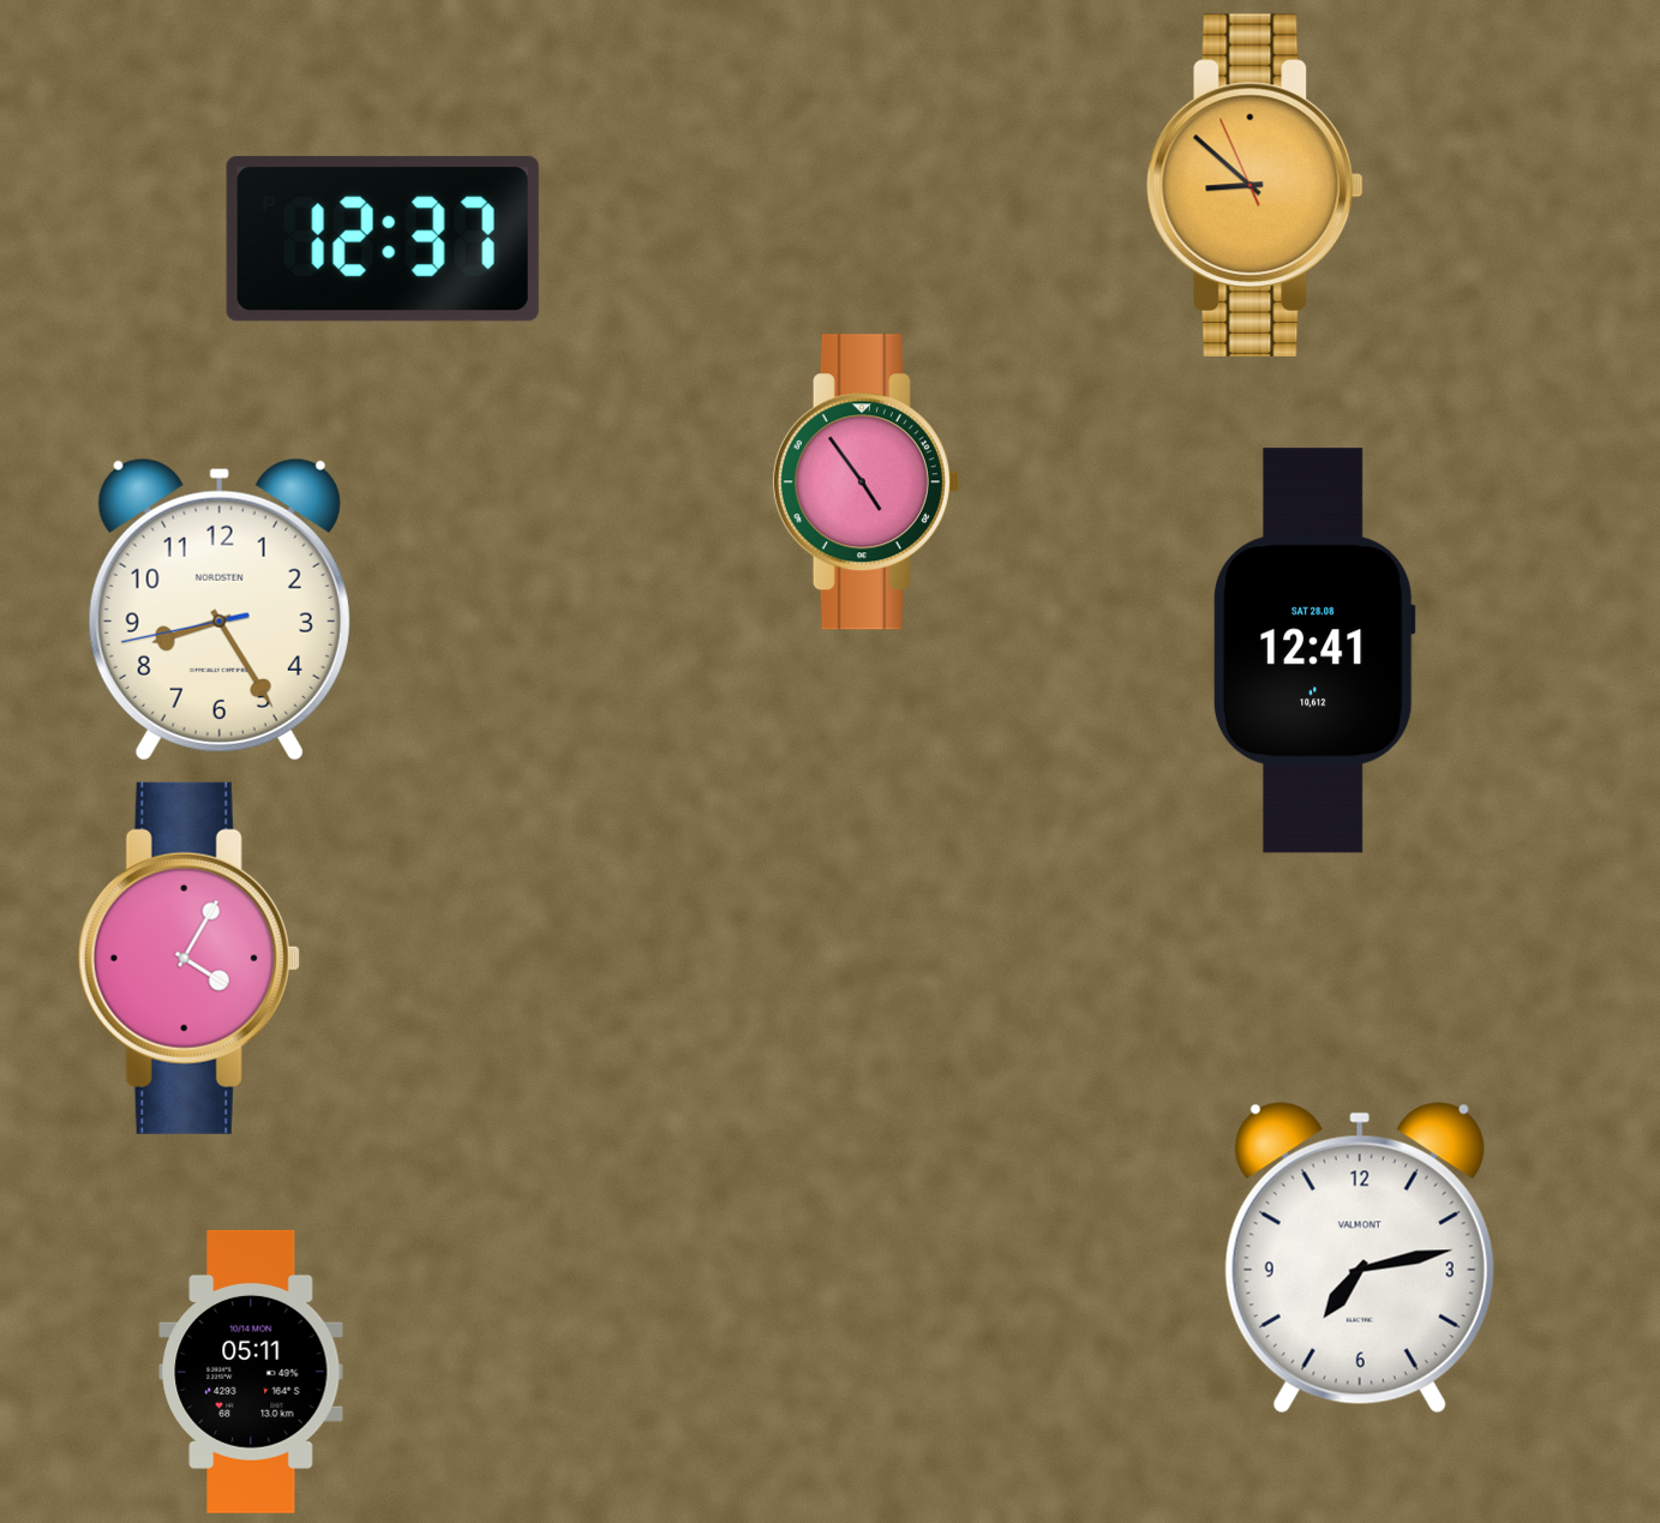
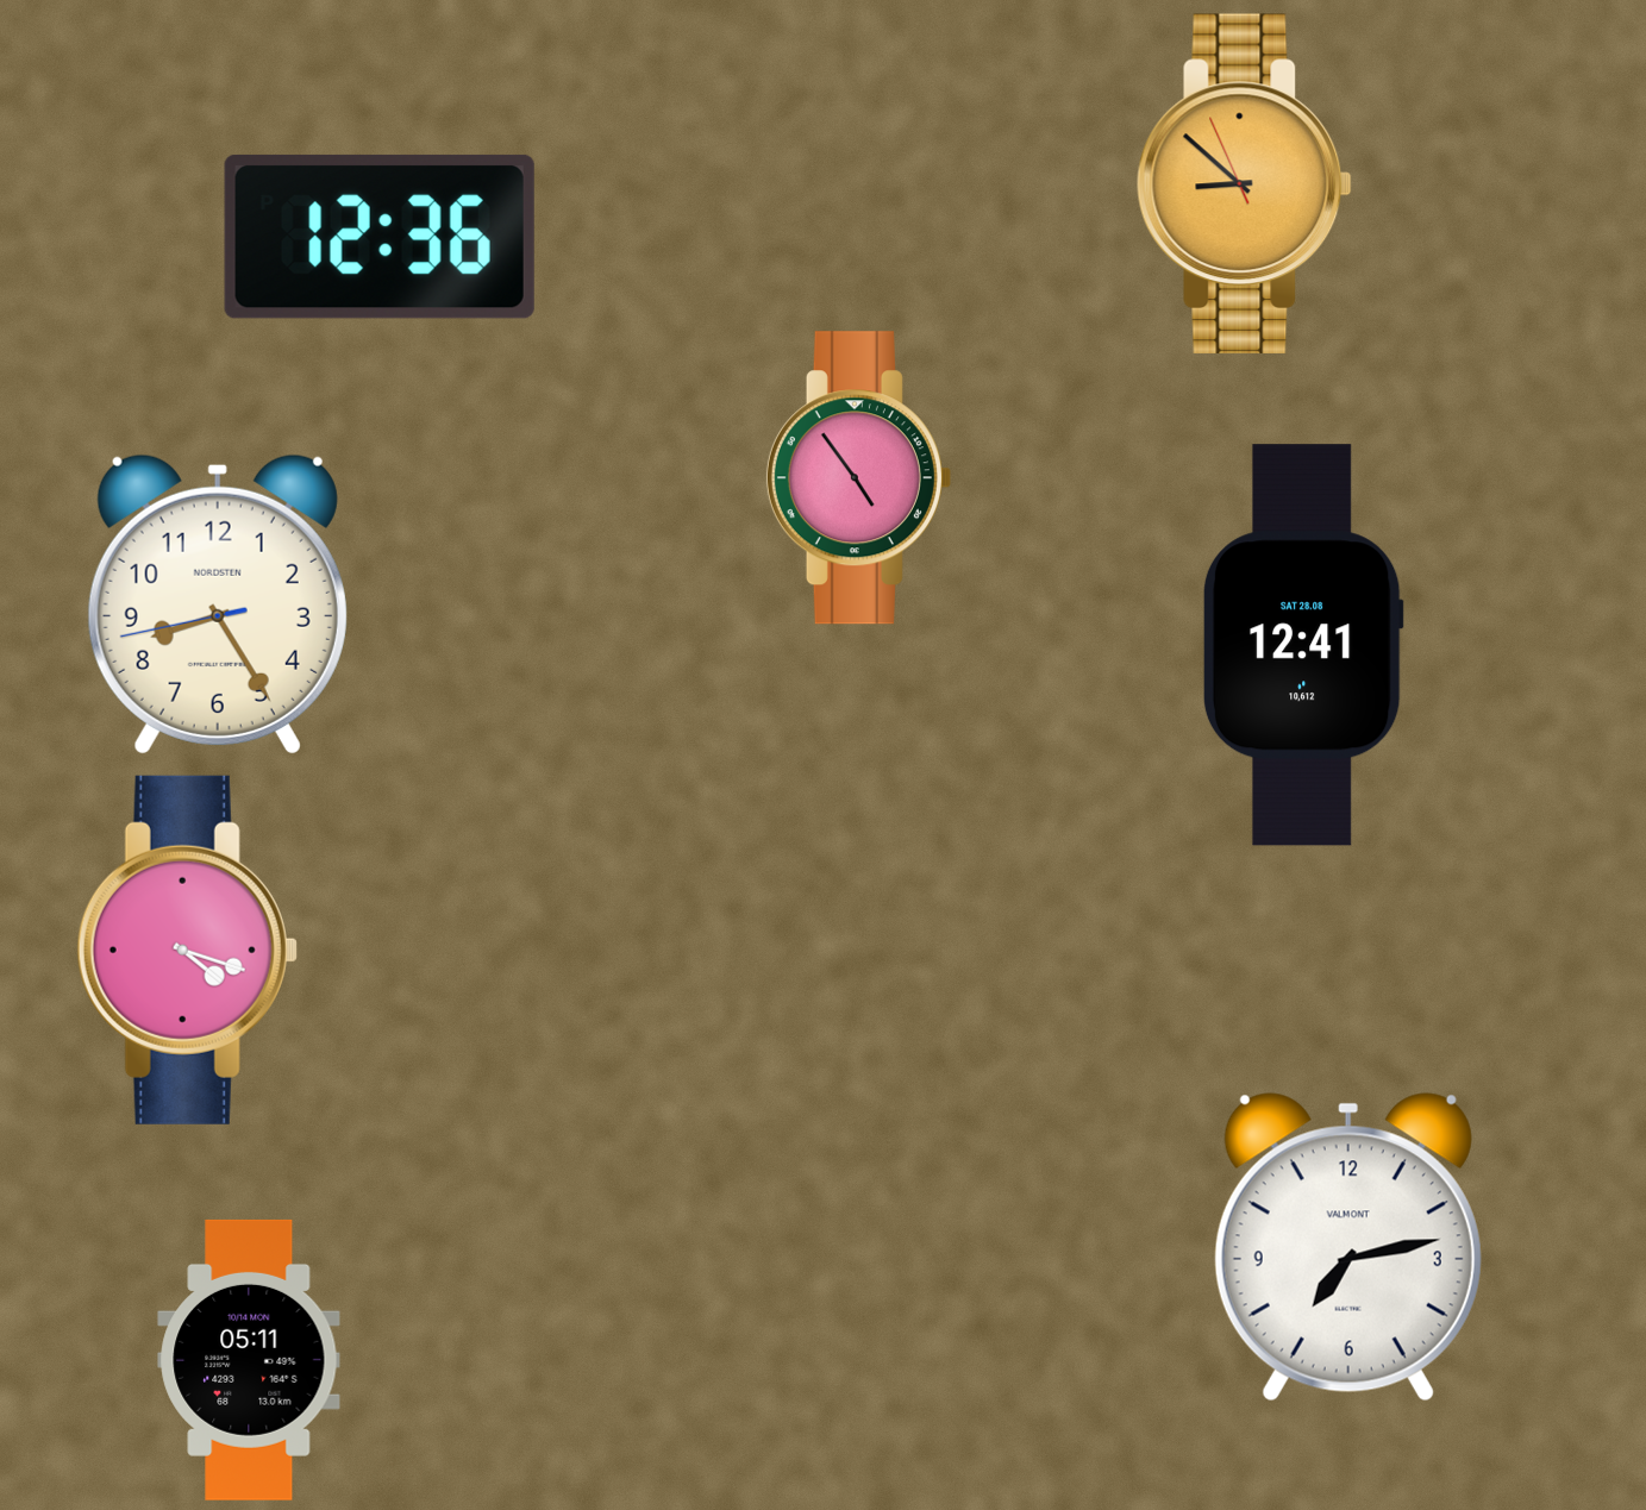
clock at (383, 239): 12:37 -> 12:36
clock at (188, 958): 4:05 -> 4:18
